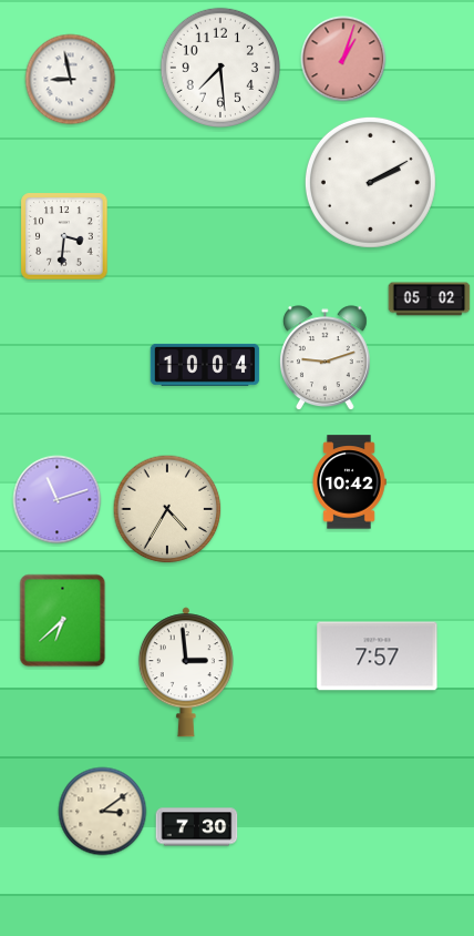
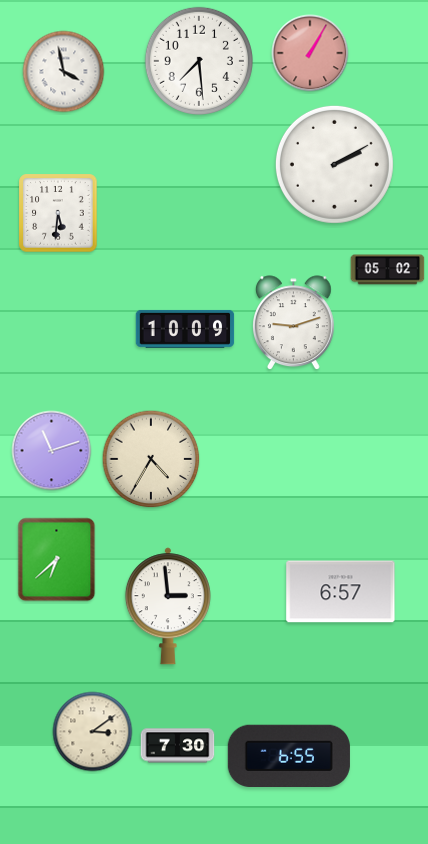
clock at (343, 59): 1:03 -> 1:05
clock at (71, 80): 8:58 -> 3:58
clock at (64, 236): 3:31 -> 5:31
clock at (205, 365): 10:04 -> 10:09
clock at (349, 482): 10:42 -> none
clock at (378, 657): 7:57 -> 6:57
clock at (289, 755): none -> 6:55
